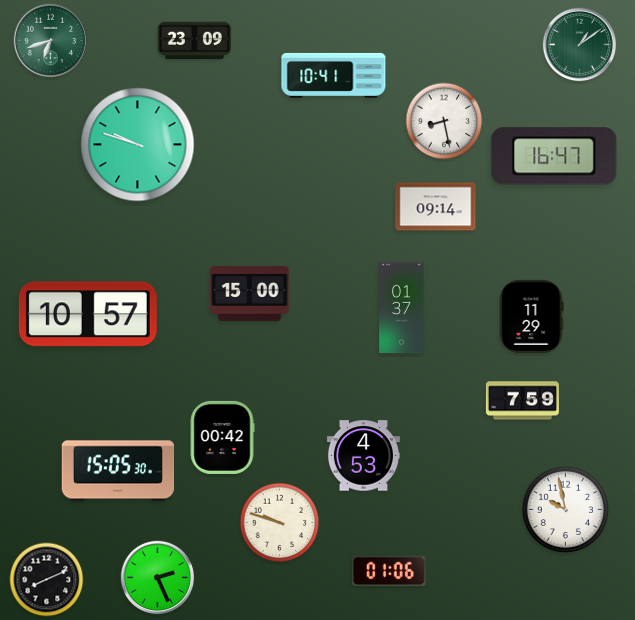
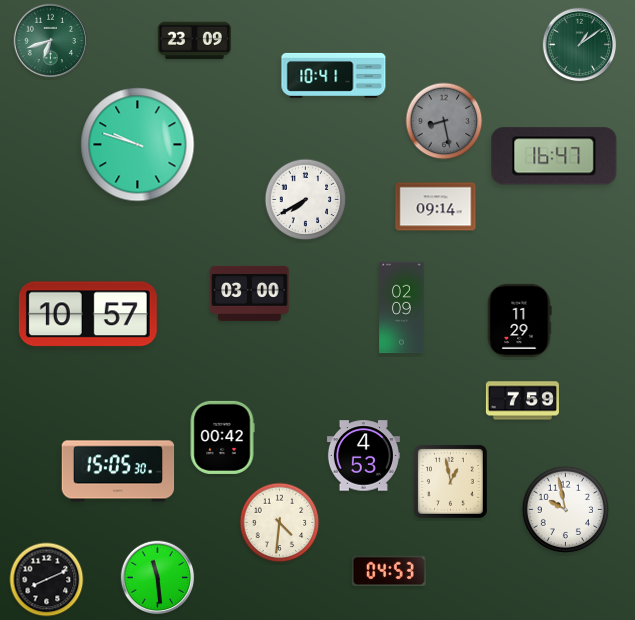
clock at (444, 121) dial: white -> grey
clock at (306, 200): none -> 7:40
clock at (250, 293): 15:00 -> 03:00
clock at (402, 308): 01:37 -> 02:09
clock at (532, 316) position: (532, 316) -> (520, 320)
clock at (450, 481): none -> 12:58
clock at (280, 523): 9:48 -> 4:31
clock at (389, 571): 01:06 -> 04:53
clock at (158, 578): 2:26 -> 11:29
